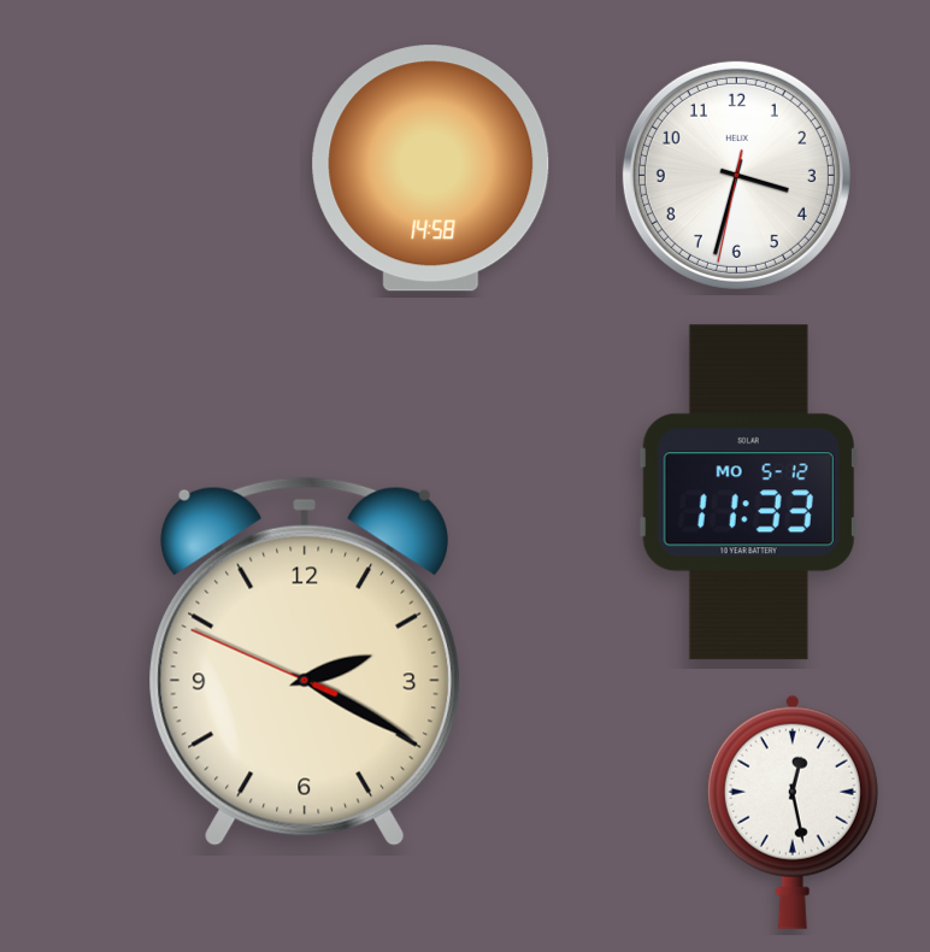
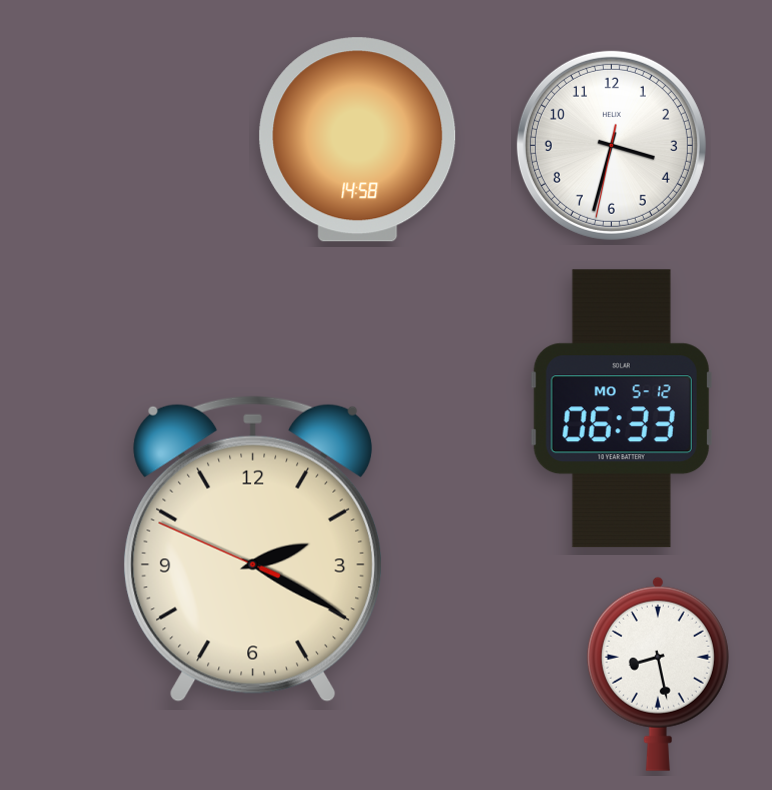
clock at (748, 493): 11:33 -> 06:33
clock at (793, 812): 12:28 -> 8:28
